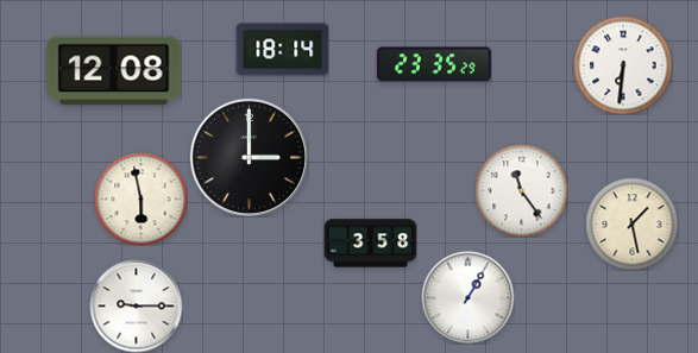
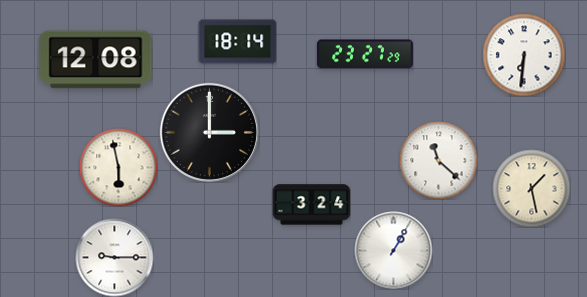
clock at (434, 64): 23:35 -> 23:27
clock at (521, 190): 11:24 -> 11:22
clock at (370, 244): 3:58 -> 3:24
